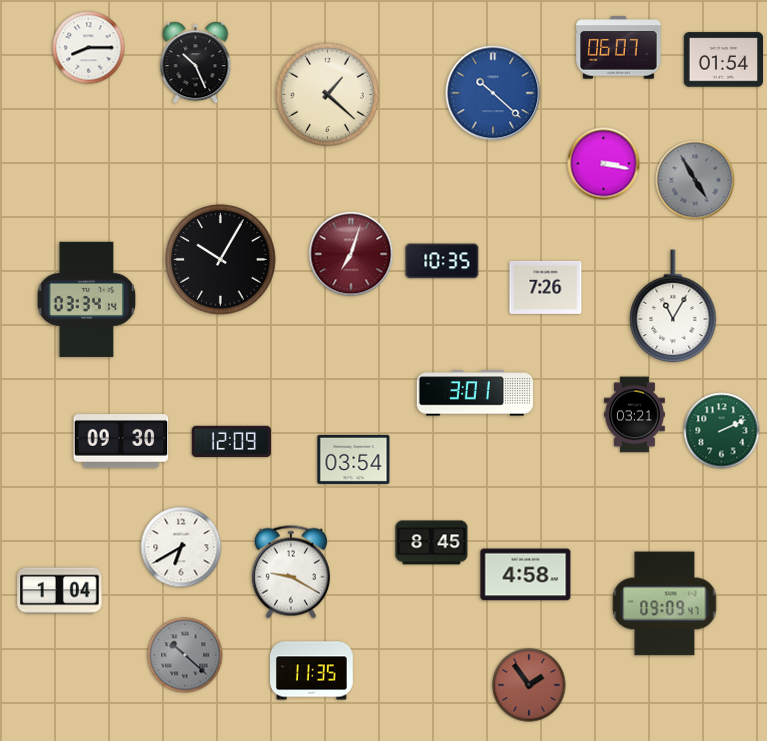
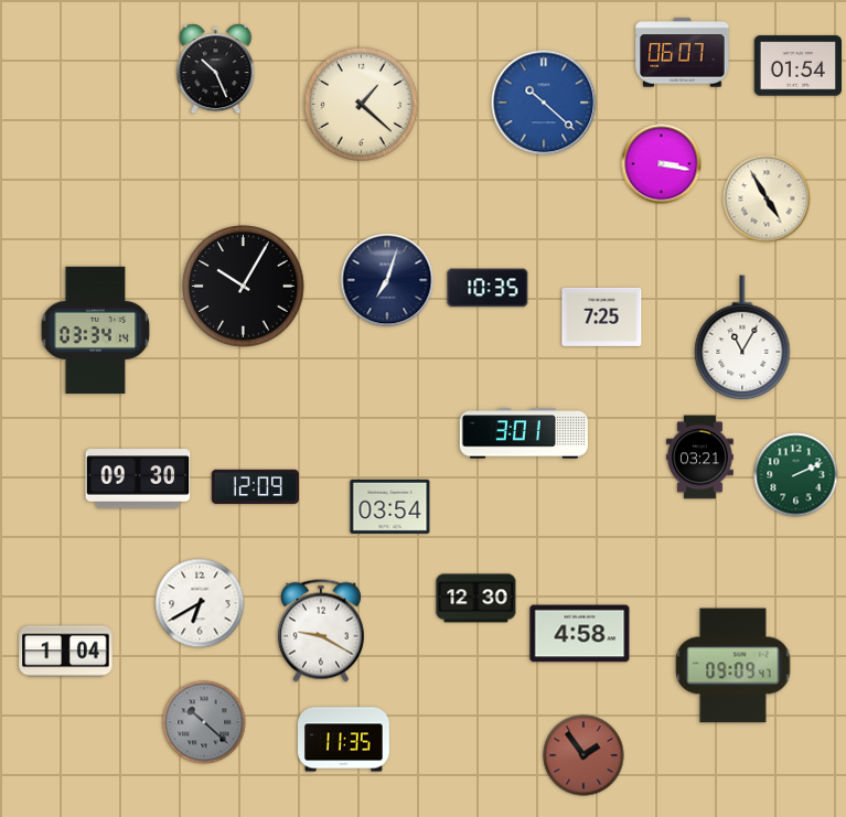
clock at (89, 48): 8:15 -> none
clock at (604, 164) position: (604, 164) -> (662, 164)
clock at (695, 180) dial: grey -> cream
clock at (351, 254) dial: burgundy -> navy
clock at (546, 287): 7:26 -> 7:25
clock at (121, 441) position: (121, 441) -> (138, 479)
clock at (432, 543): 8:45 -> 12:30
